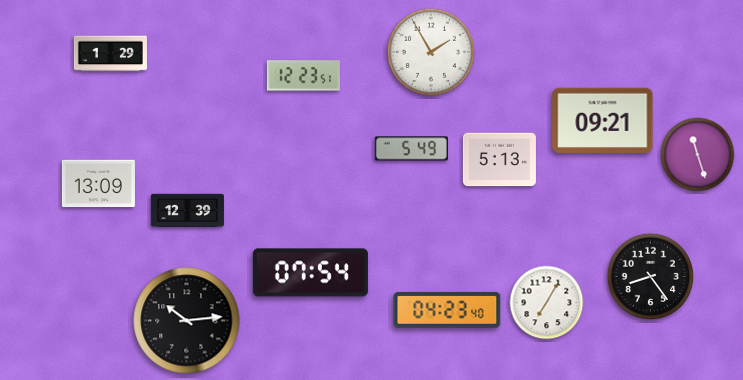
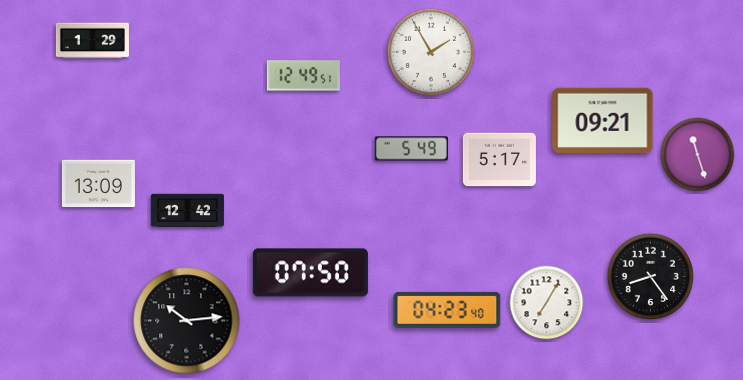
clock at (110, 54) position: (110, 54) -> (92, 41)
clock at (303, 76): 12:23 -> 12:49
clock at (499, 160): 5:13 -> 5:17
clock at (187, 211): 12:39 -> 12:42
clock at (310, 273): 07:54 -> 07:50
